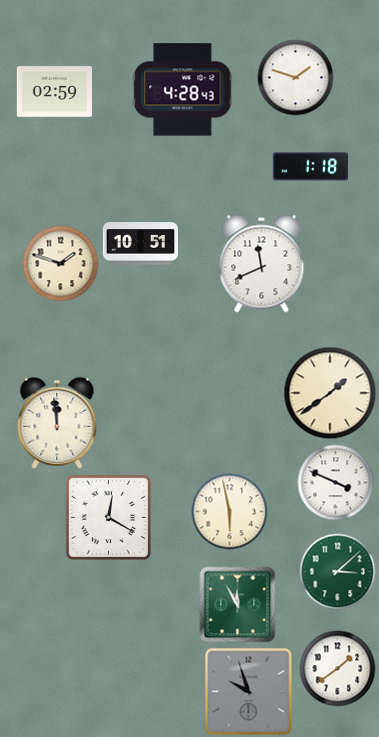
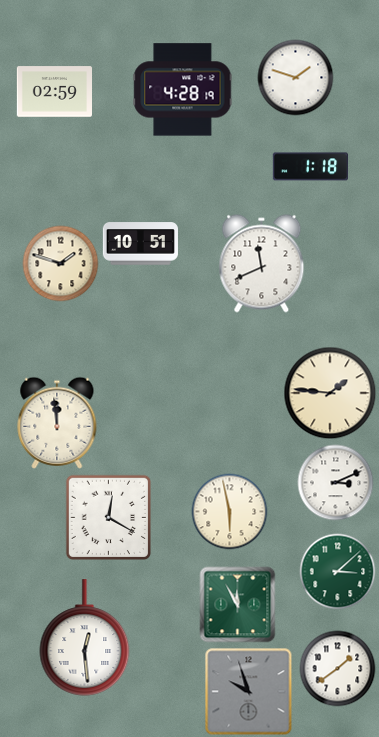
clock at (183, 90): 4:28:43 -> 4:28:19
clock at (330, 393): 1:39 -> 1:46
clock at (336, 483): 3:49 -> 3:11
clock at (85, 638): none -> 12:29
